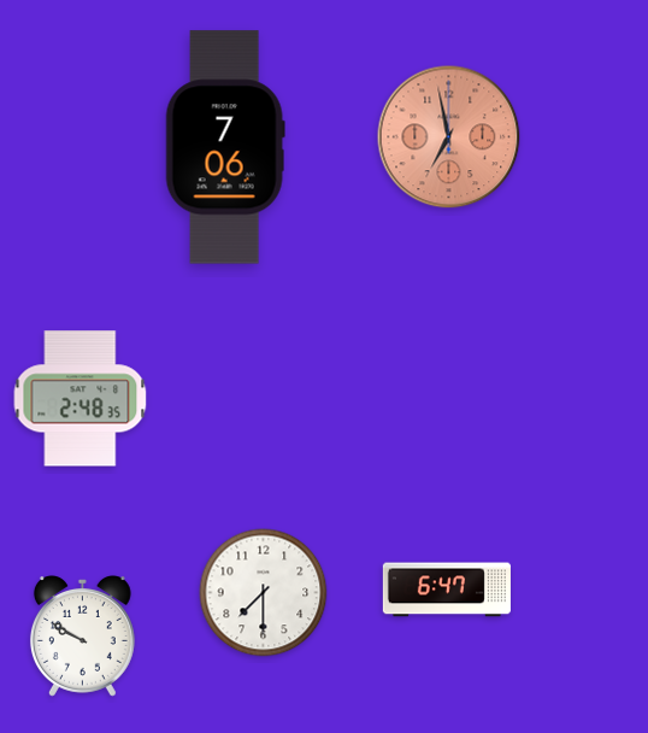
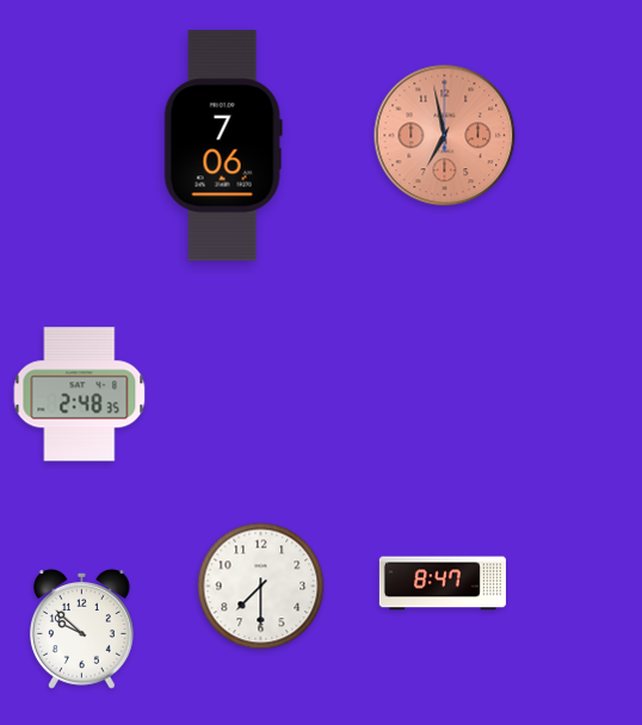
clock at (447, 590): 6:47 -> 8:47
clock at (82, 637): 9:50 -> 9:52
